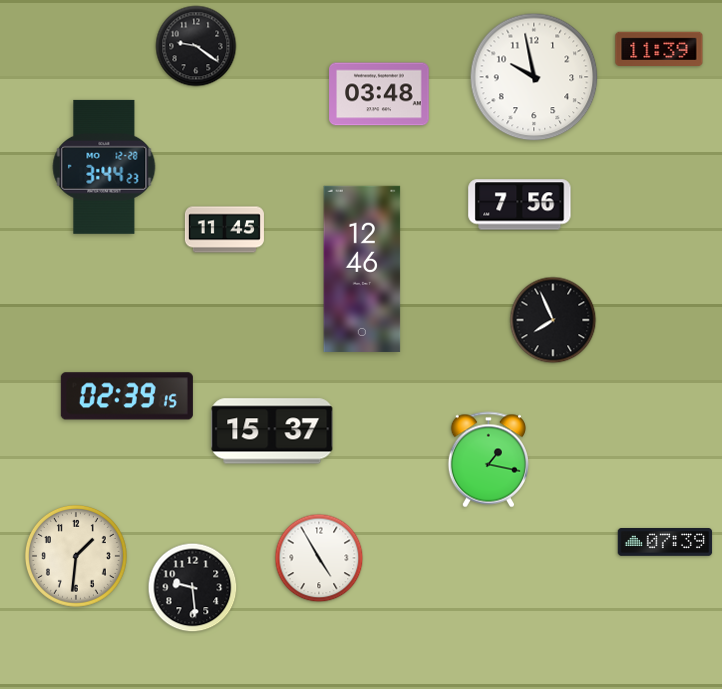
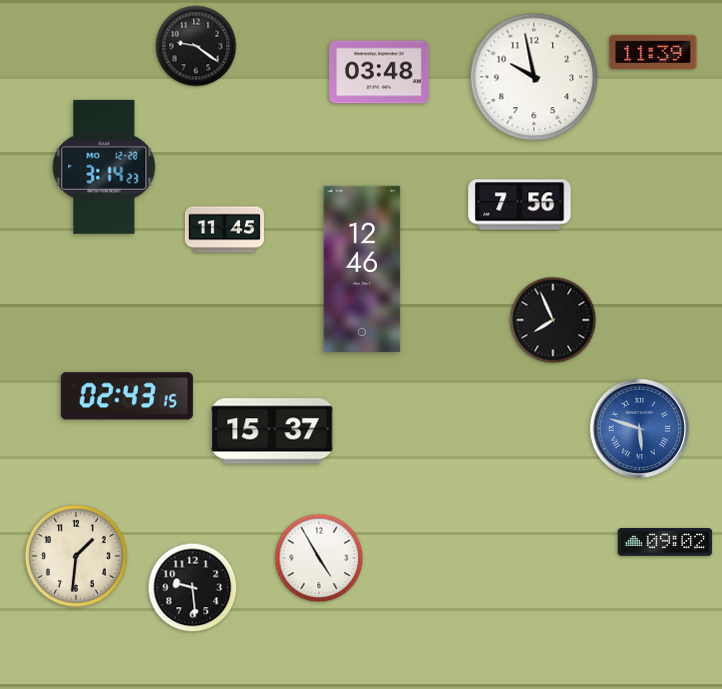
clock at (659, 48) position: (659, 48) -> (653, 51)
clock at (379, 94) position: (379, 94) -> (379, 72)
clock at (104, 167): 3:44 -> 3:14
clock at (127, 396): 02:39 -> 02:43
clock at (639, 428): none -> 5:48
clock at (488, 460): 1:17 -> none
clock at (665, 543): 07:39 -> 09:02
